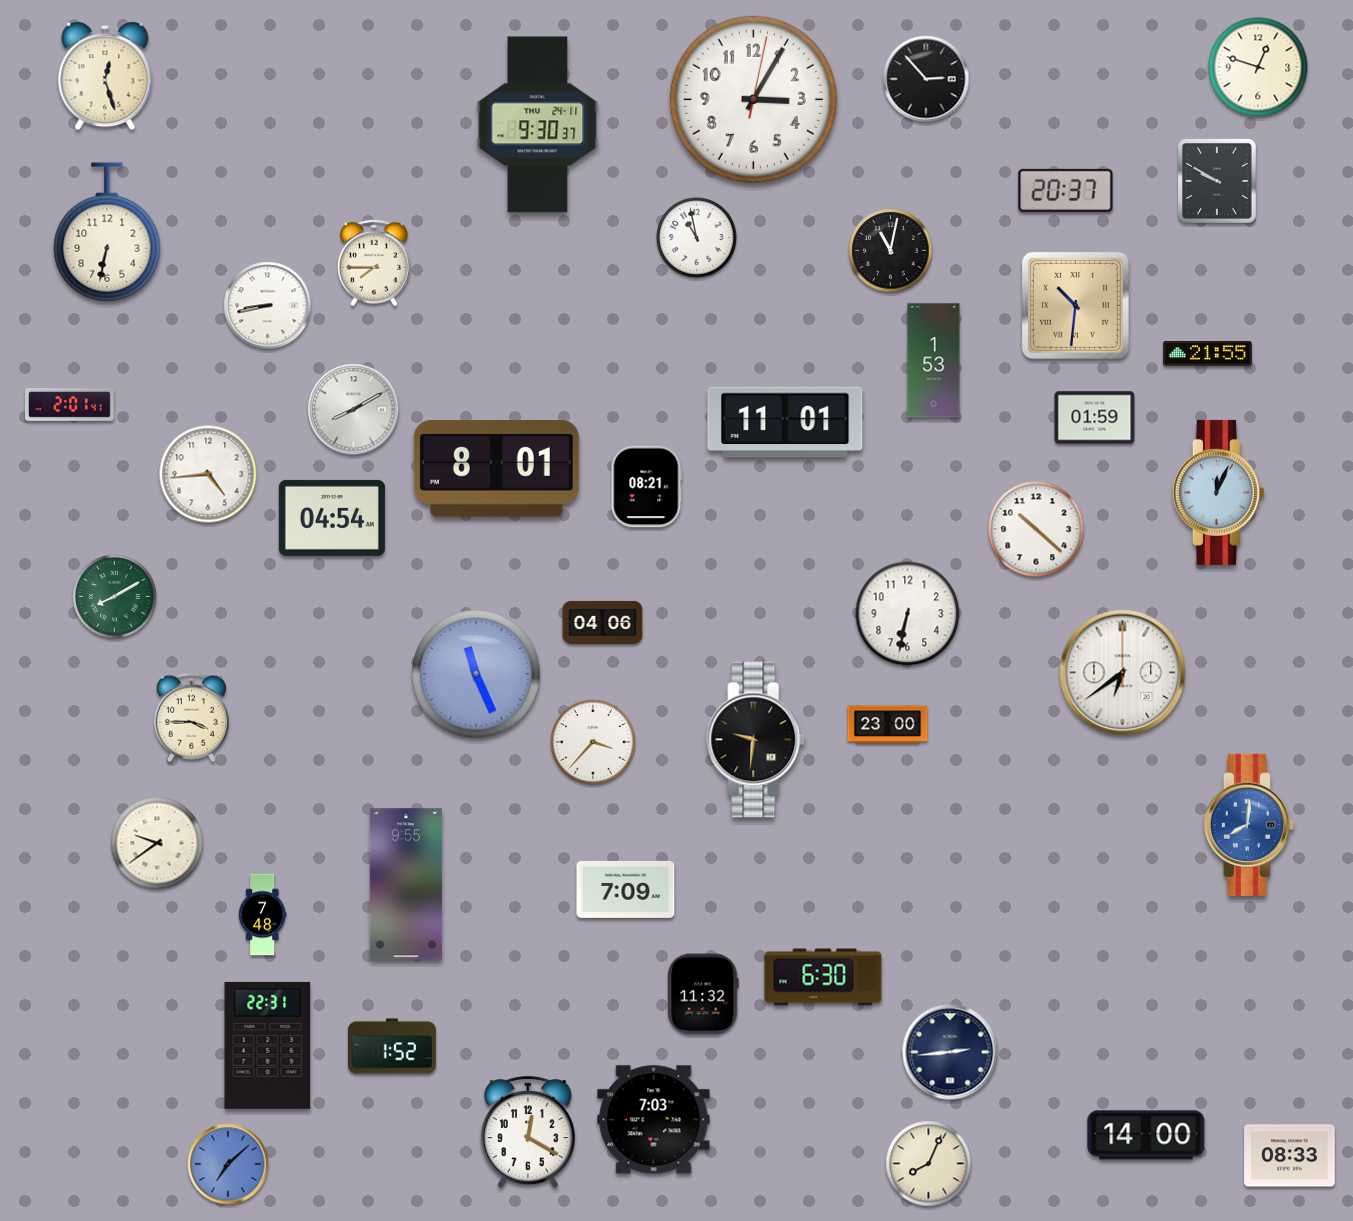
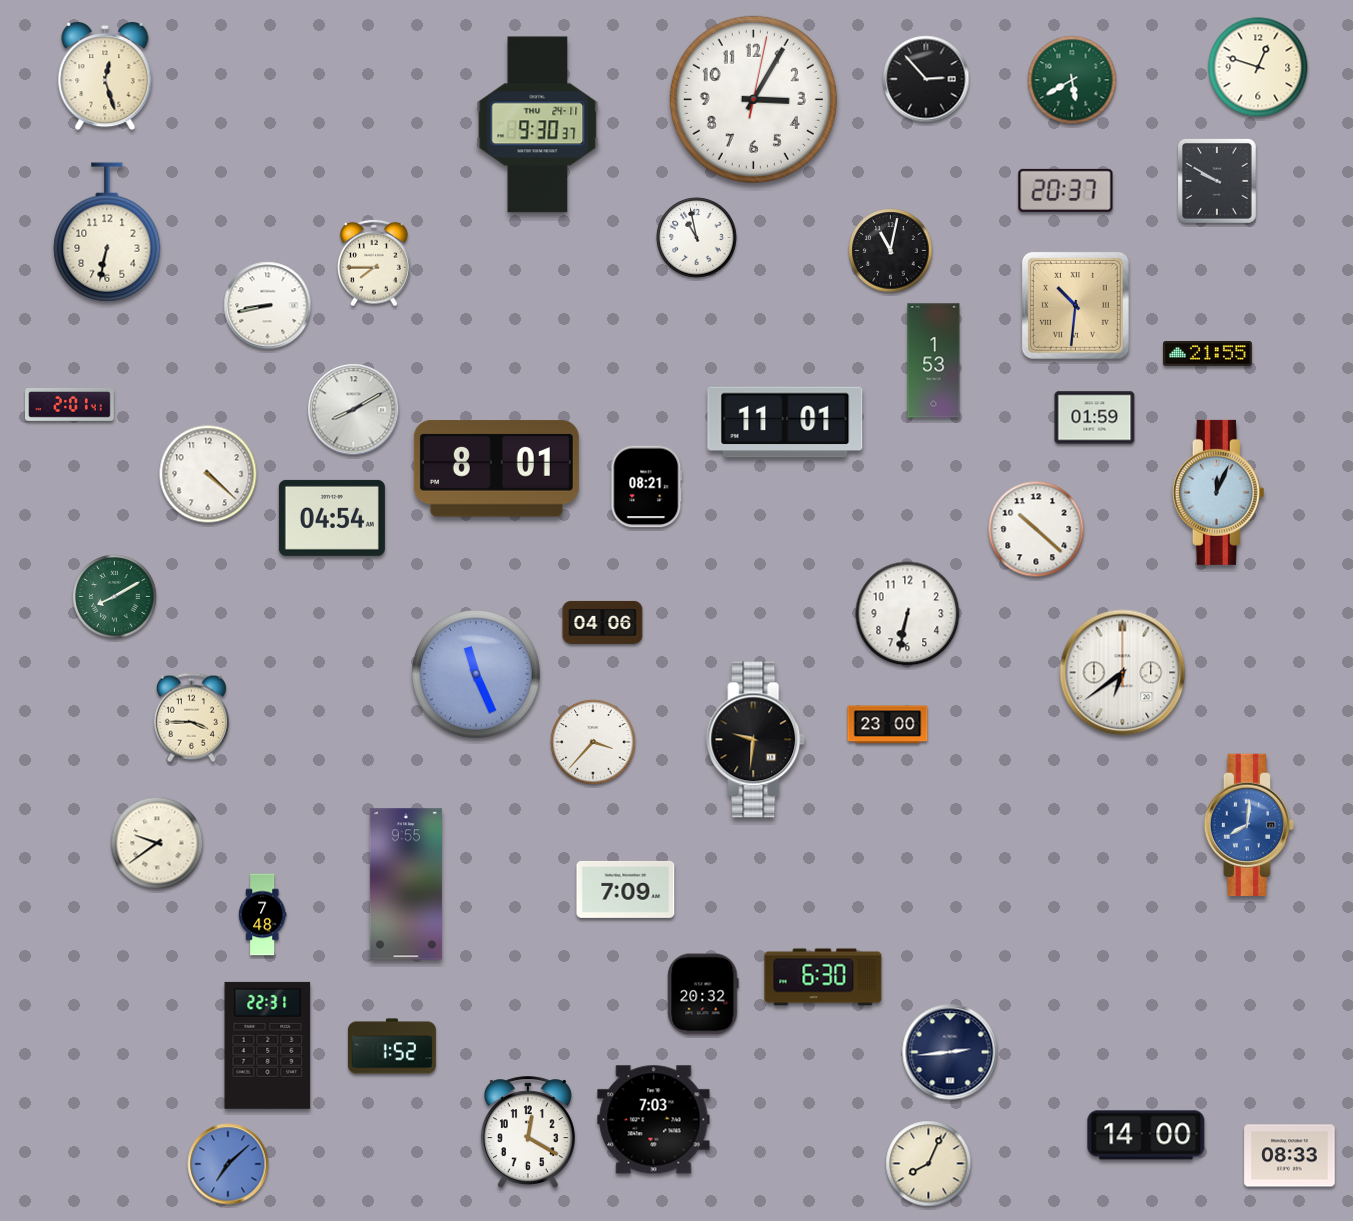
clock at (1072, 80): none -> 5:40
clock at (208, 474): 4:44 -> 4:22
clock at (703, 994): 11:32 -> 20:32
